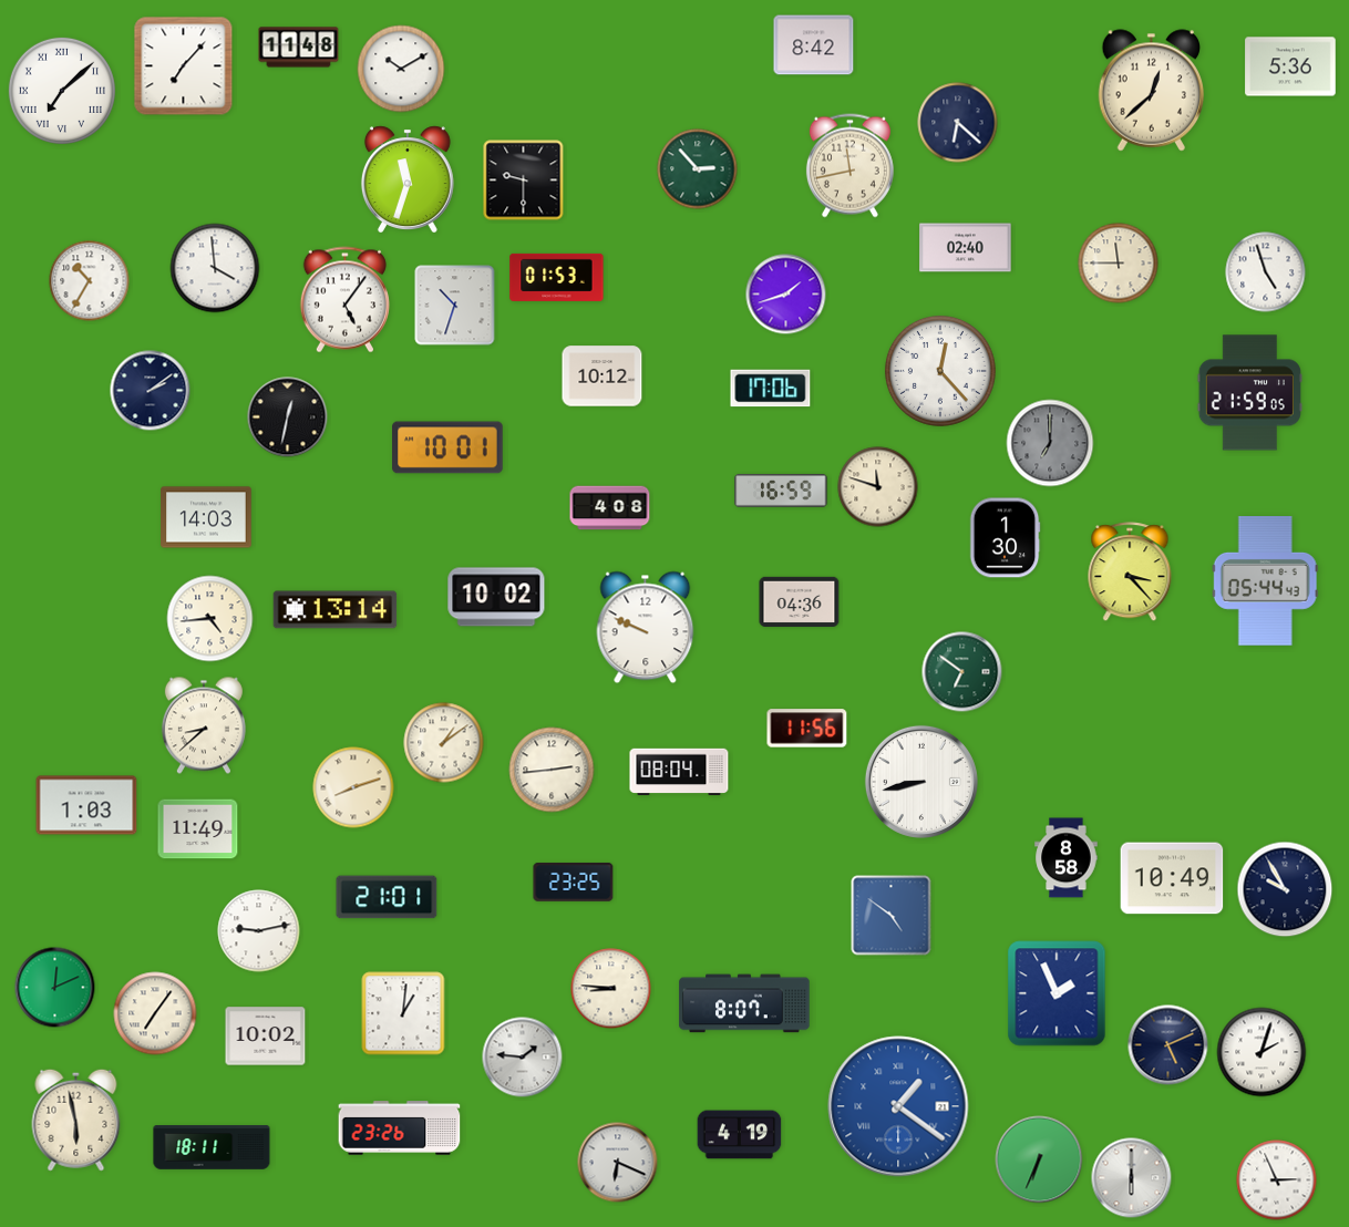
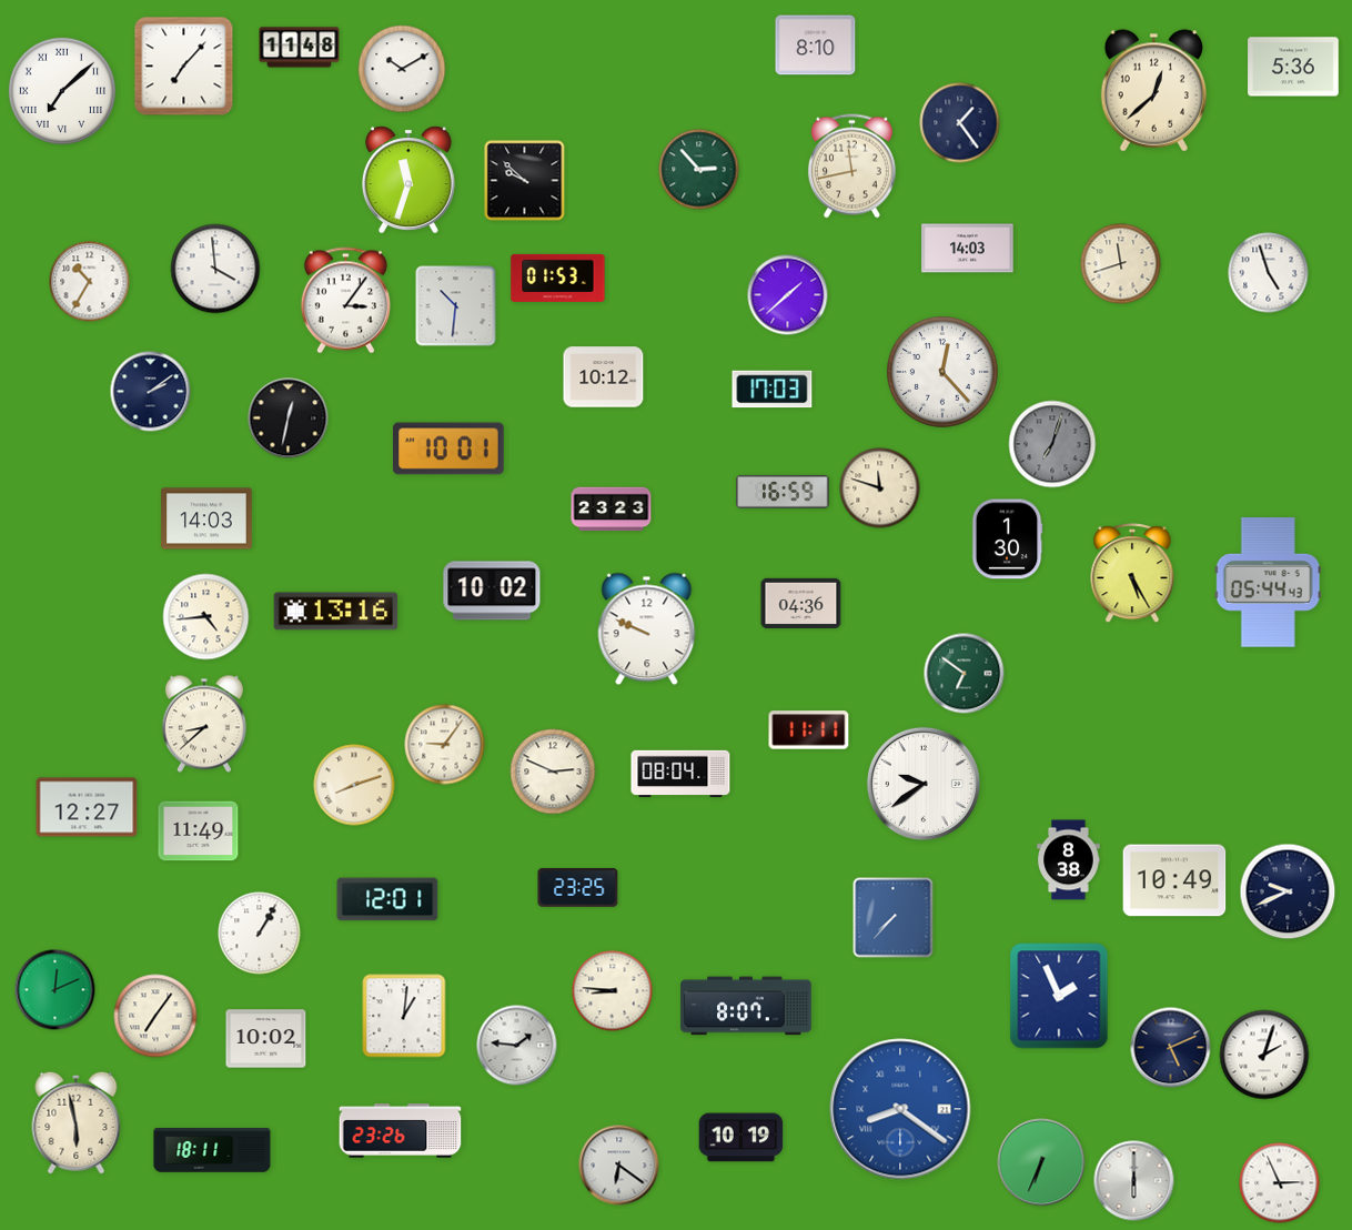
clock at (814, 45): 8:42 -> 8:10
clock at (958, 123): 6:22 -> 1:24
clock at (524, 181): 9:30 -> 9:52
clock at (966, 248): 02:40 -> 14:03
clock at (1119, 264): 11:45 -> 11:42
clock at (786, 295): 1:42 -> 1:38
clock at (344, 300): 5:06 -> 3:06
clock at (455, 306): 10:33 -> 10:31
clock at (771, 389): 17:06 -> 17:03
clock at (1249, 393): 21:59 -> none
clock at (1050, 443): 7:00 -> 7:03
clock at (610, 508): 4:08 -> 23:23
clock at (1130, 573): 3:23 -> 5:25
clock at (496, 597) position: (496, 597) -> (492, 591)
clock at (336, 610): 13:14 -> 13:16
clock at (210, 619) position: (210, 619) -> (206, 617)
clock at (204, 725) position: (204, 725) -> (204, 724)
clock at (807, 729): 11:56 -> 11:11
clock at (444, 743): 1:09 -> 9:06
clock at (552, 770): 2:44 -> 2:49
clock at (921, 782): 8:43 -> 9:39
clock at (353, 787) position: (353, 787) -> (354, 785)
clock at (86, 805): 1:03 -> 12:27
clock at (1067, 858): 8:58 -> 8:38
clock at (574, 881) position: (574, 881) -> (578, 887)
clock at (1285, 889): 9:55 -> 9:41
clock at (387, 897): 21:01 -> 12:01
clock at (892, 916): 4:51 -> 7:37
clock at (259, 931): 9:13 -> 1:05
clock at (523, 1058) position: (523, 1058) -> (517, 1046)
clock at (898, 1106): 1:21 -> 8:21
clock at (740, 1135): 4:19 -> 10:19
clock at (618, 1163): 6:19 -> 6:21
